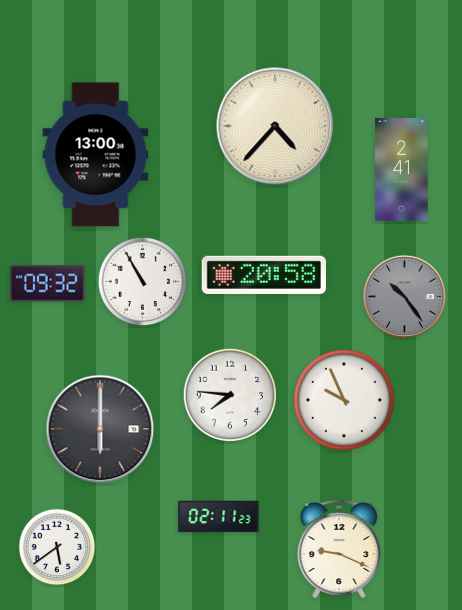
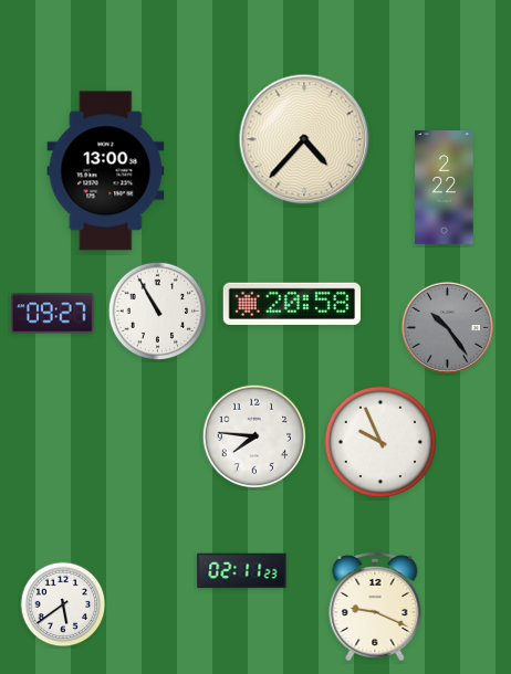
clock at (402, 170): 2:41 -> 2:22
clock at (48, 284): 09:32 -> 09:27
clock at (100, 429): 6:00 -> none
